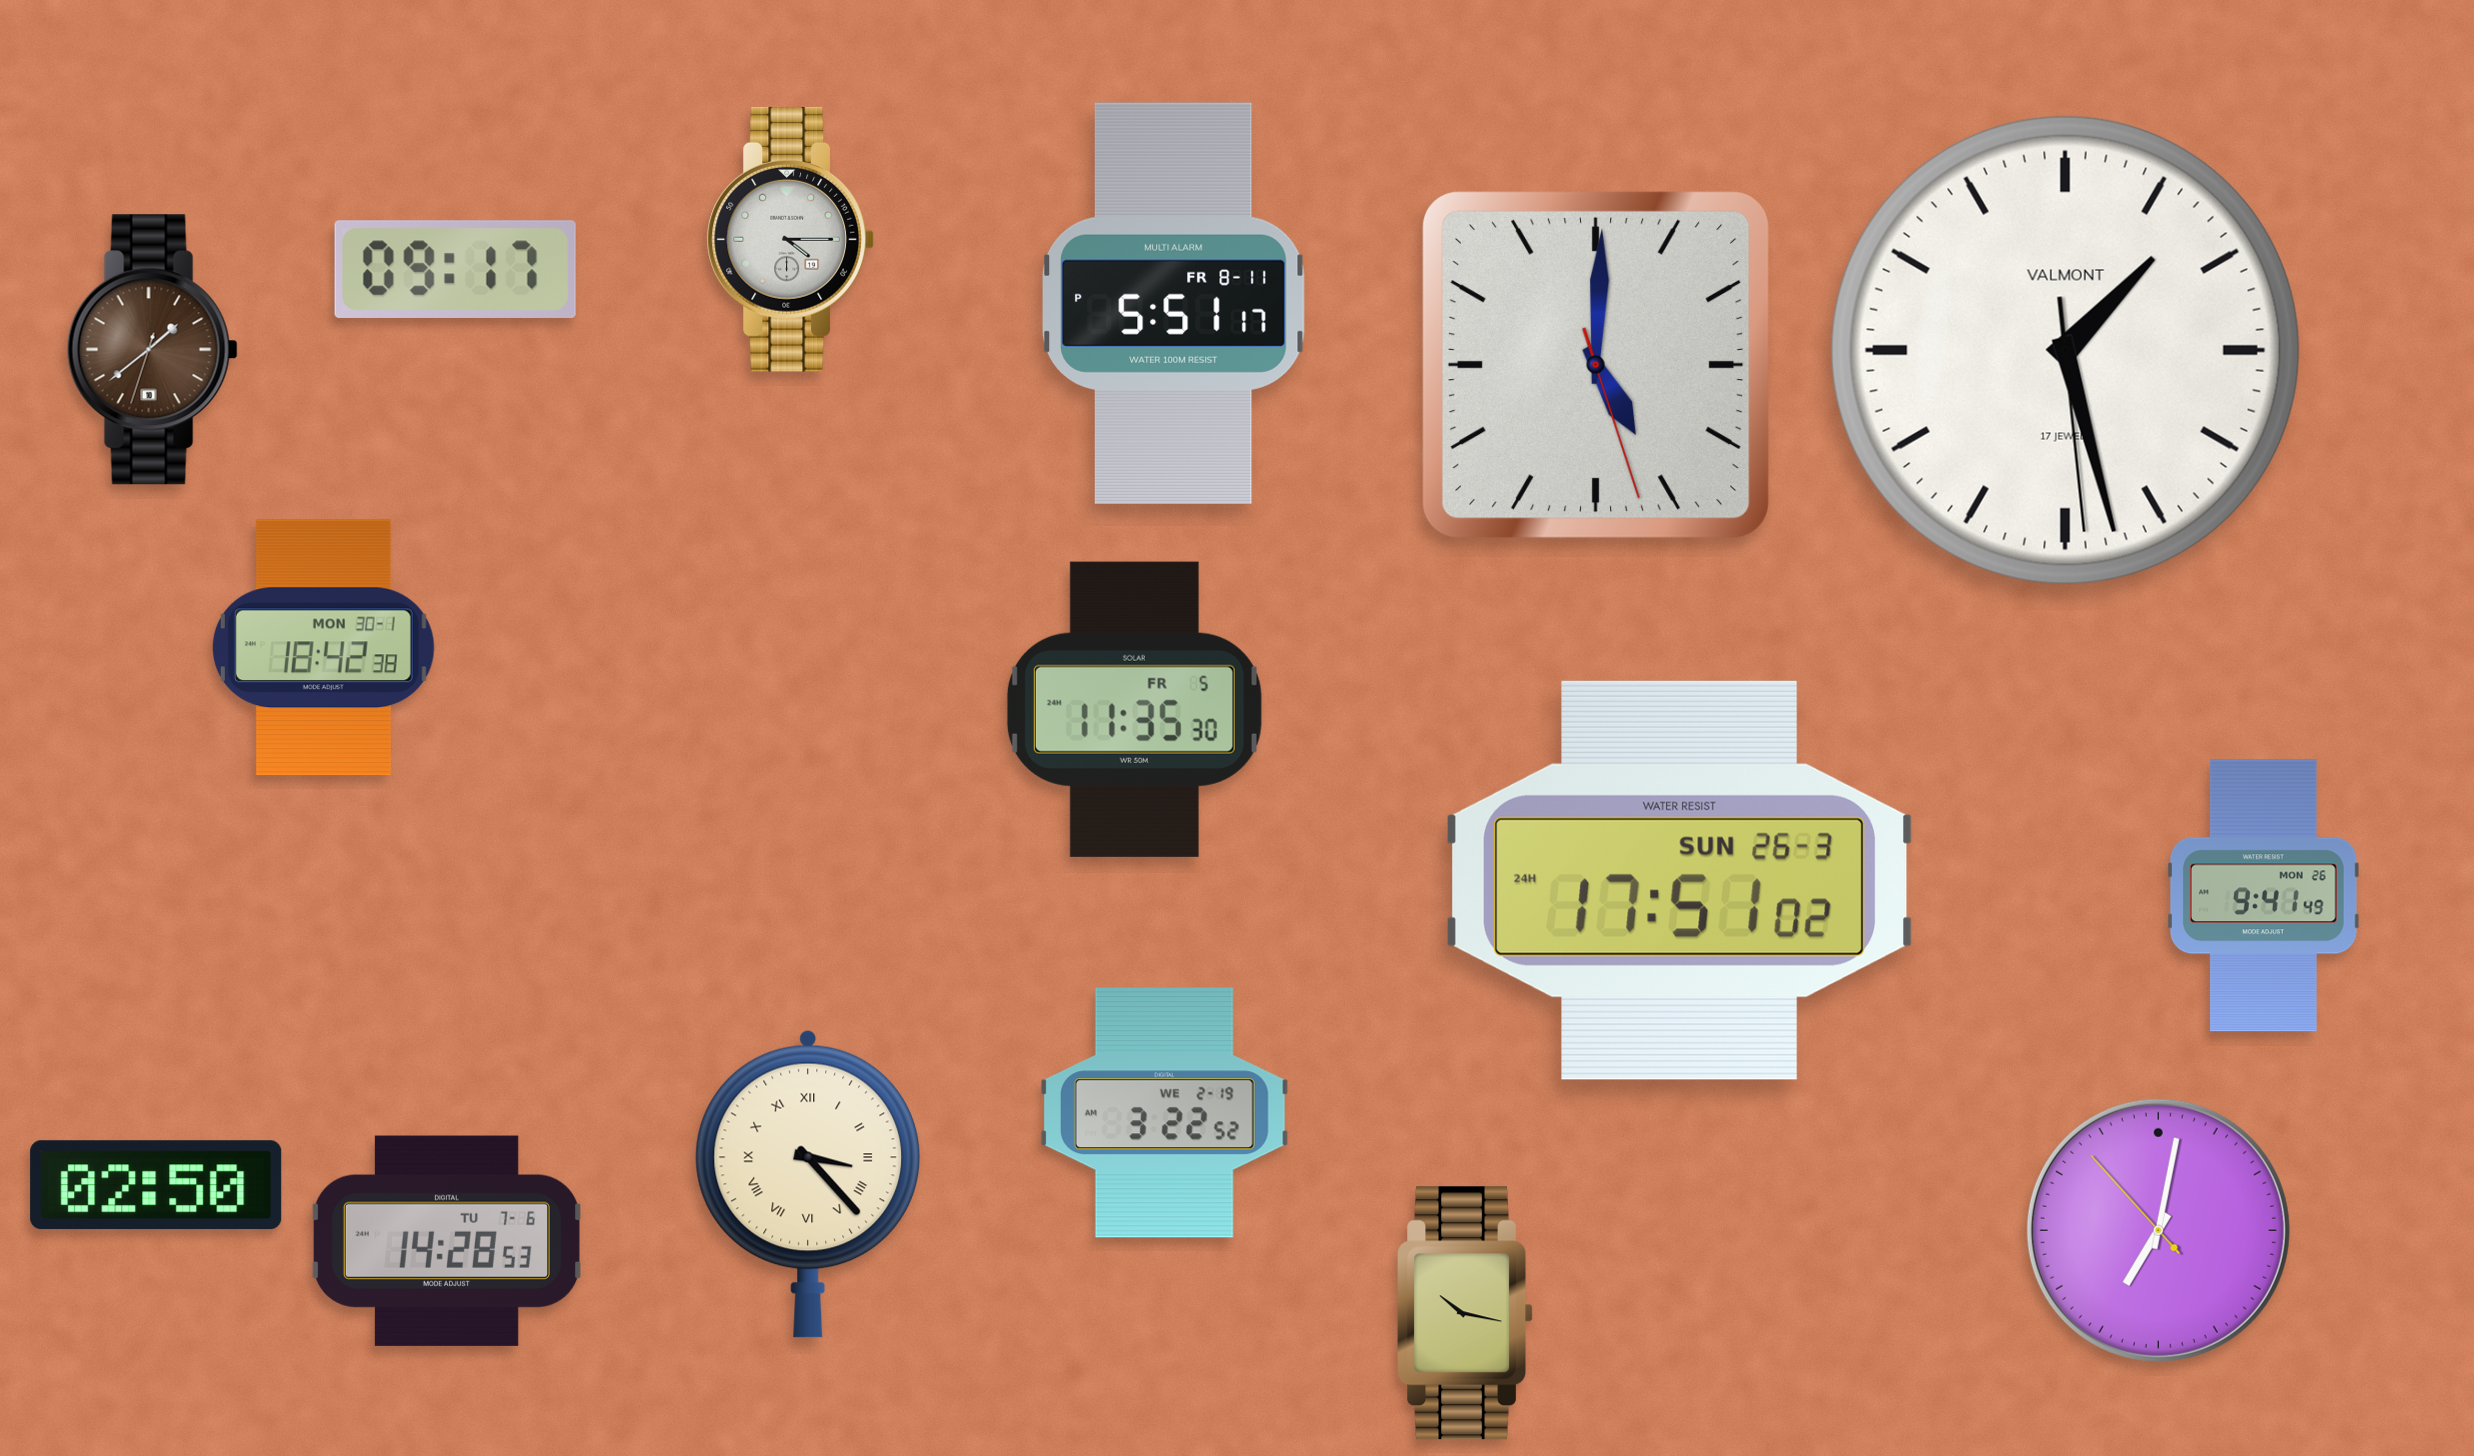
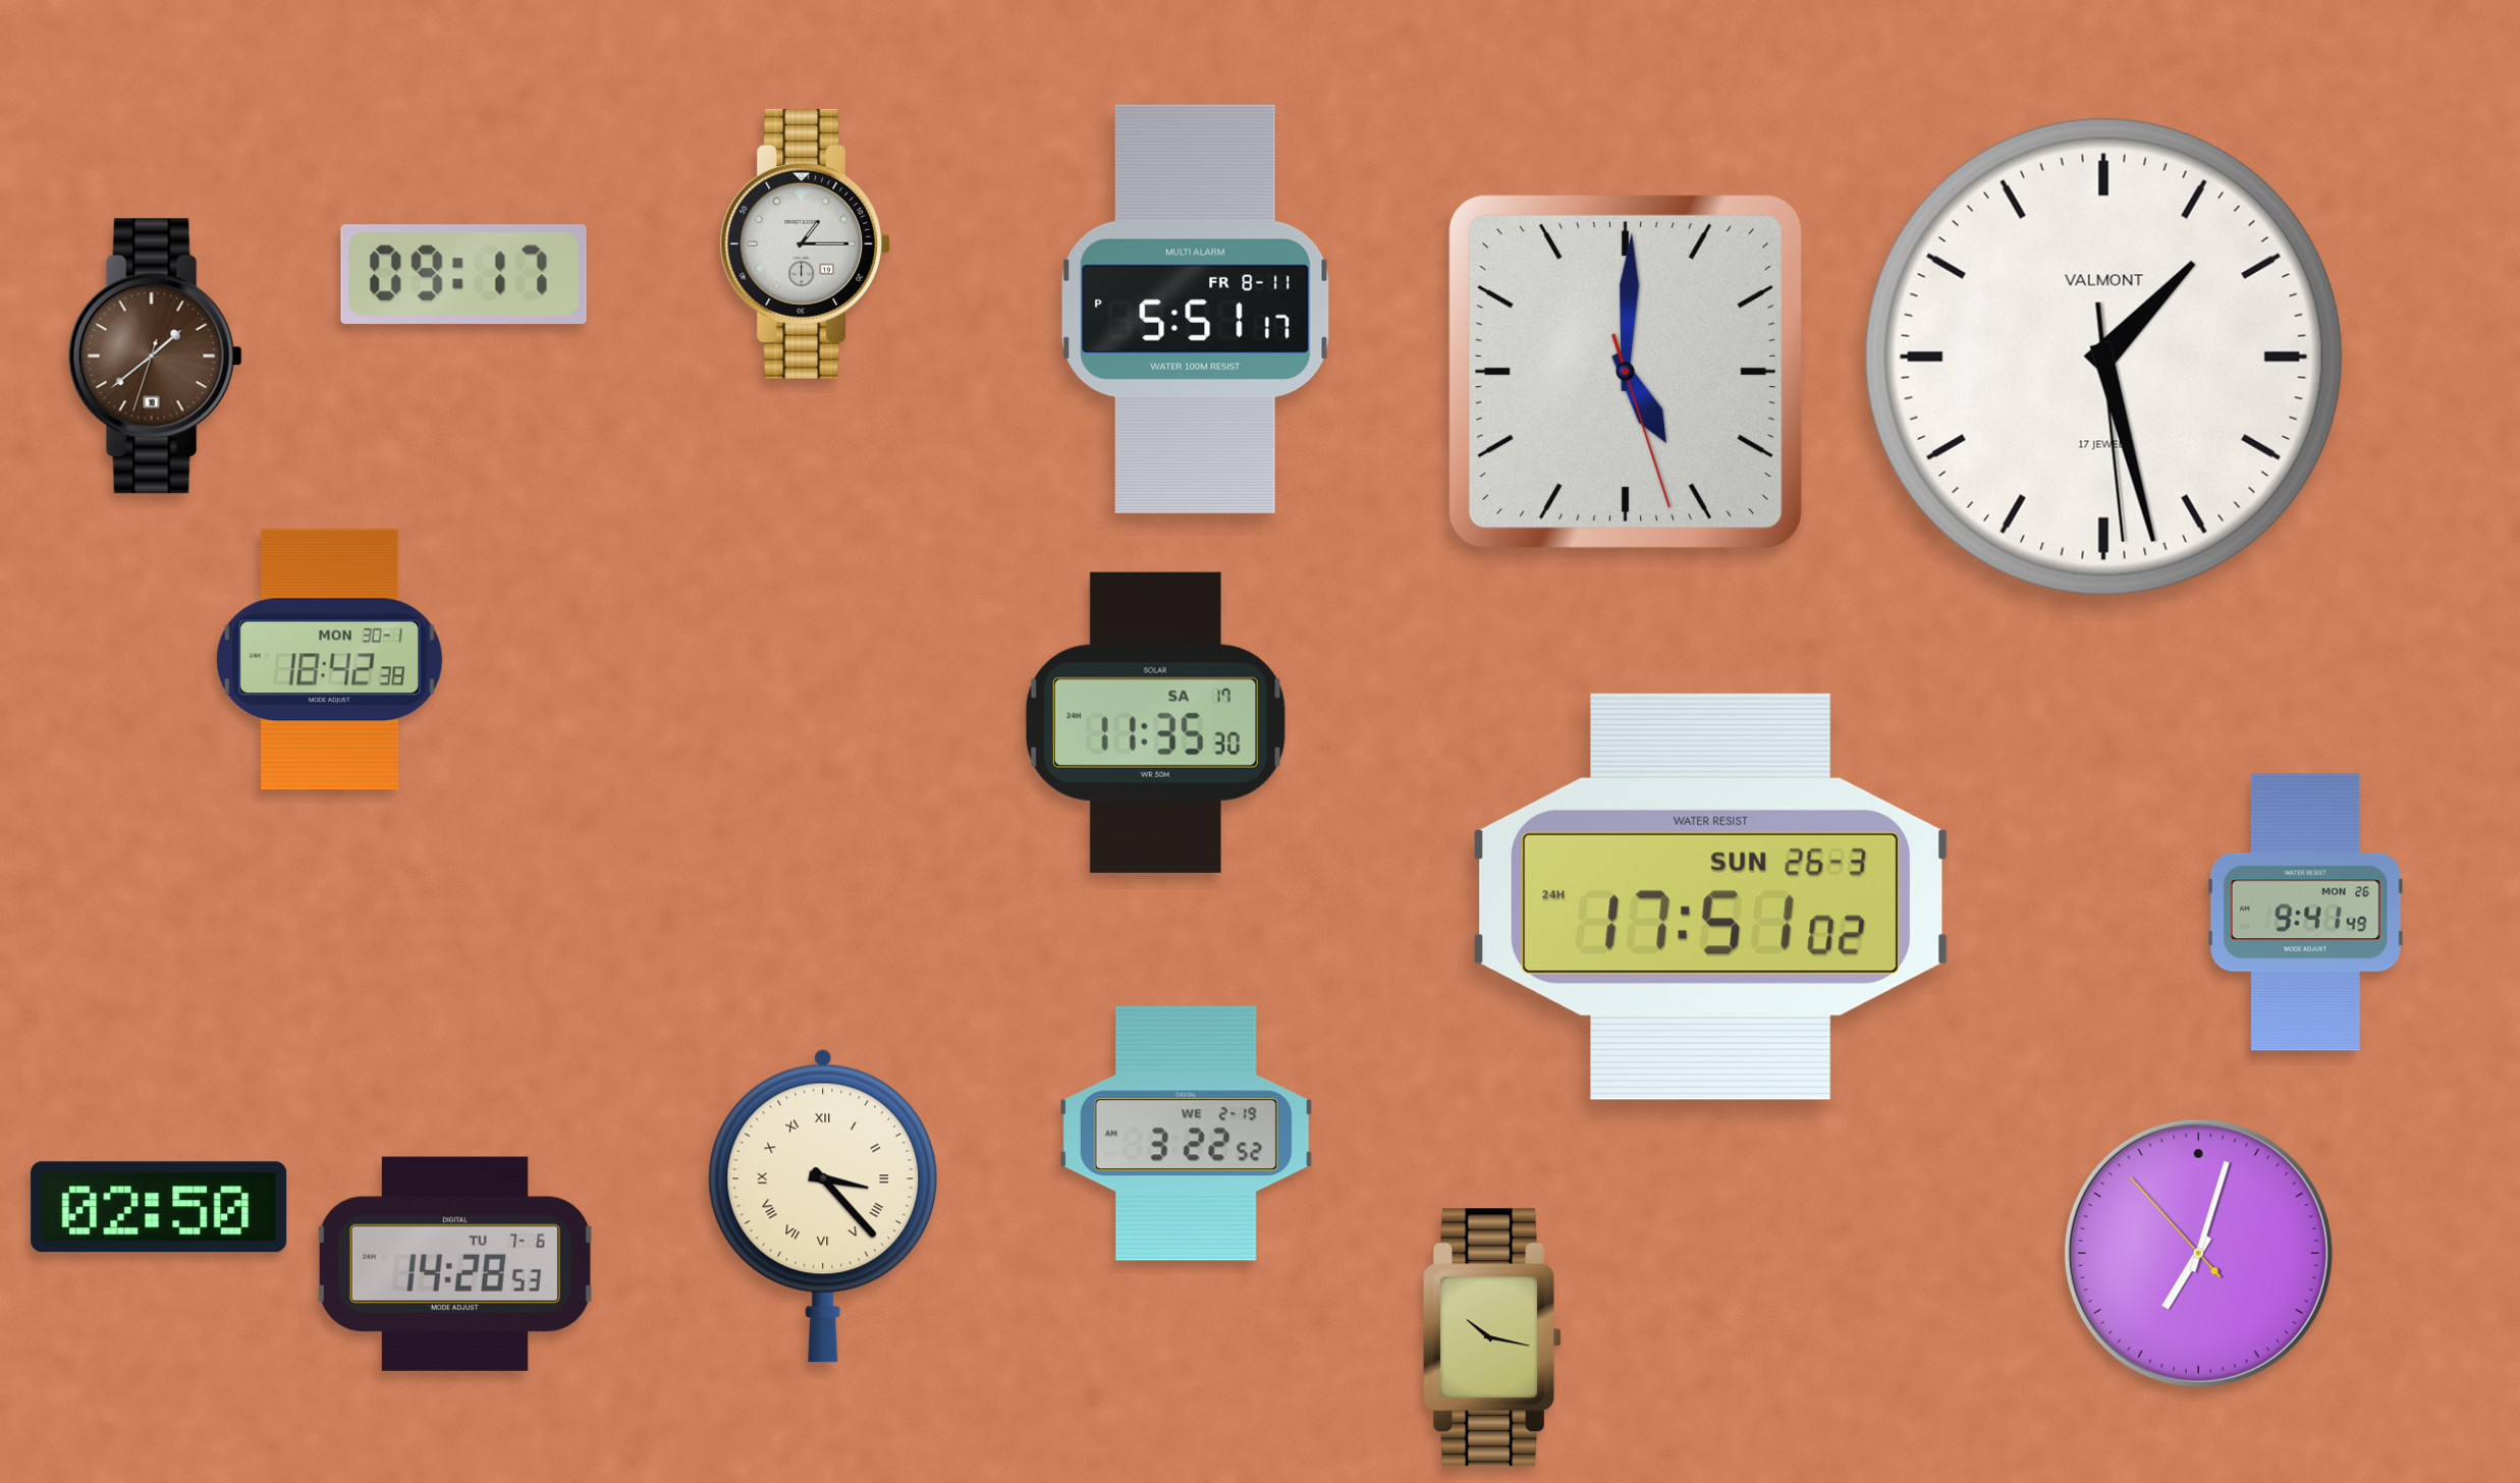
clock at (790, 239): 4:15 -> 1:15
clock at (1134, 709) date: FR 5 -> SA 17
clock at (2158, 1230): 7:01 -> 7:02
